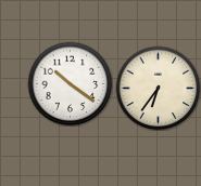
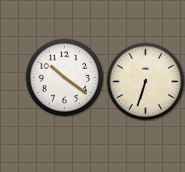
clock at (158, 88): 6:36 -> 6:33
